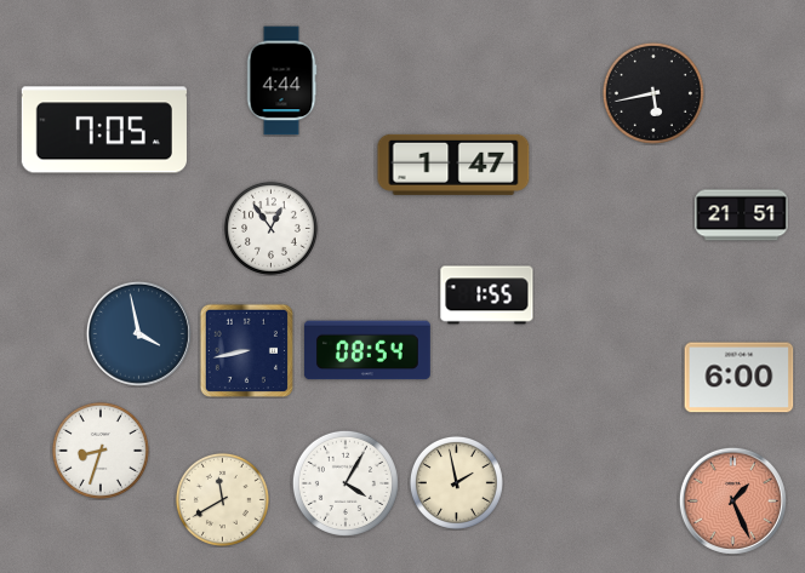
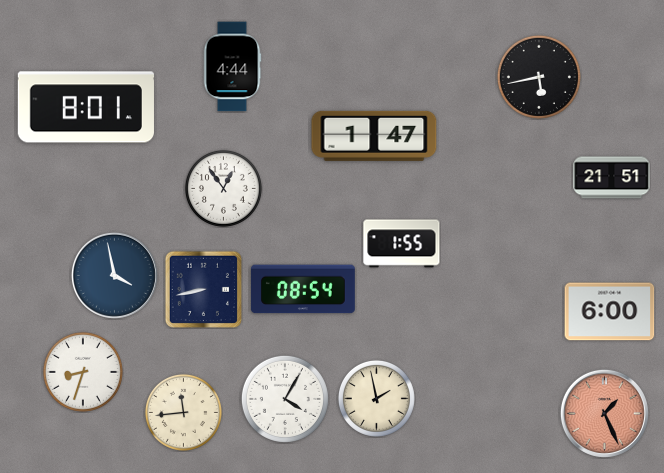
clock at (104, 130): 7:05 -> 8:01
clock at (222, 499): 11:40 -> 11:44
